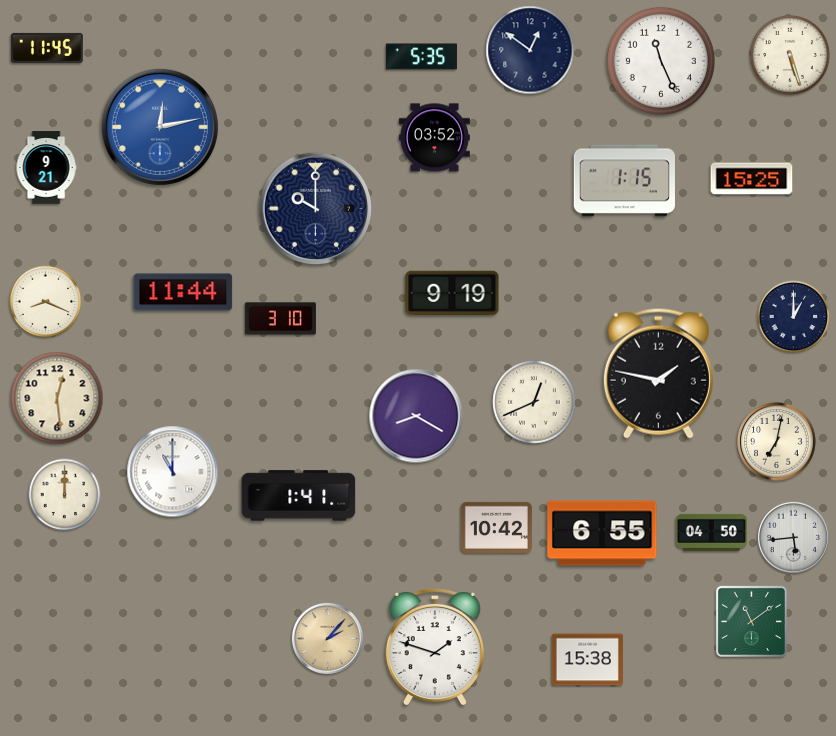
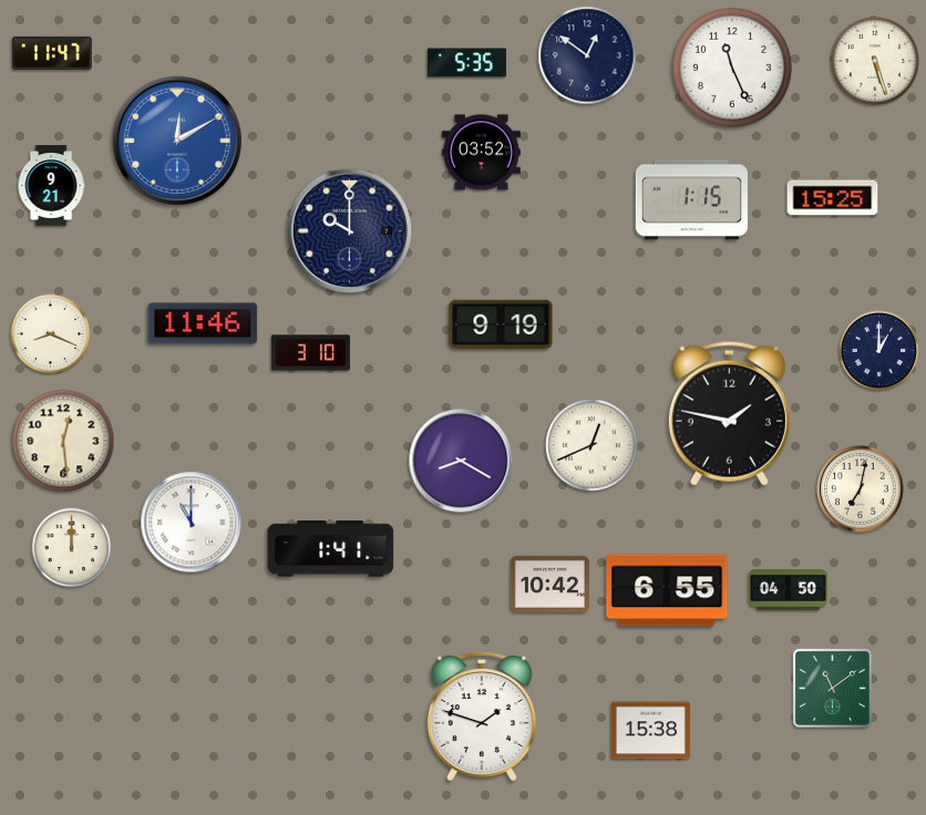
clock at (47, 48): 11:45 -> 11:47
clock at (160, 127): 12:13 -> 12:10
clock at (183, 292): 11:44 -> 11:46
clock at (793, 537): 5:44 -> none
clock at (327, 638): 2:07 -> none
